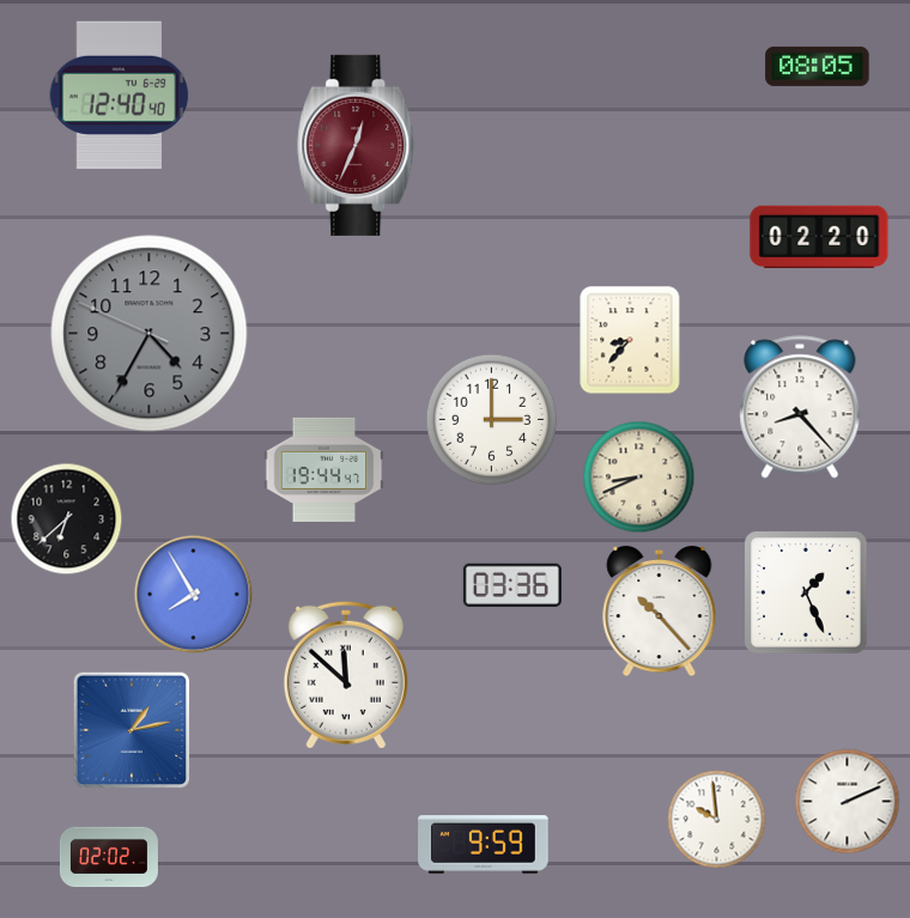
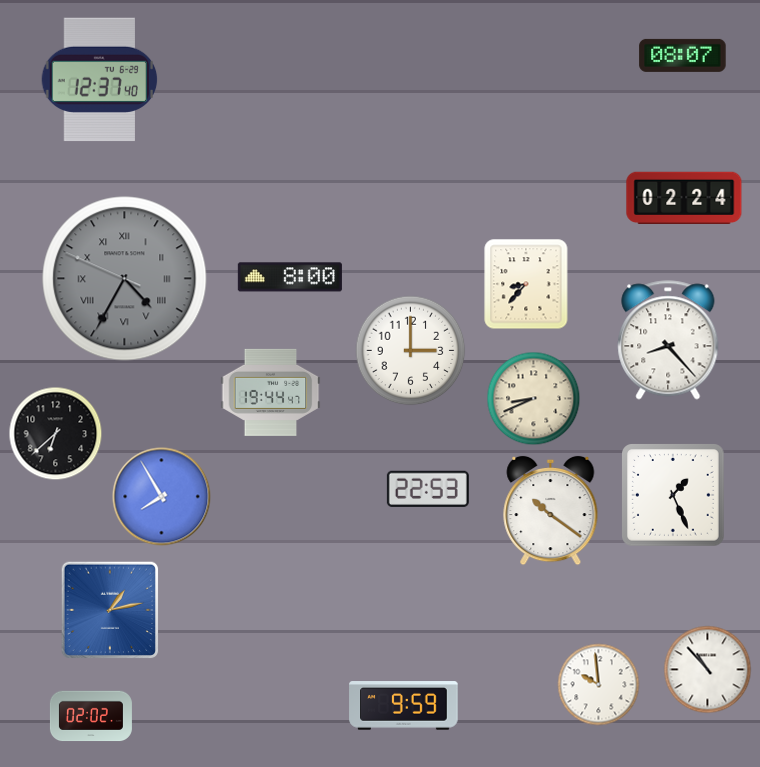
clock at (818, 66): 08:05 -> 08:07
clock at (120, 96): 12:40 -> 12:37
clock at (357, 145): 12:34 -> none
clock at (819, 237): 02:20 -> 02:24
clock at (290, 277): none -> 8:00
clock at (150, 334) numerals: Arabic -> Roman
clock at (512, 585): 03:36 -> 22:53
clock at (660, 612): 10:23 -> 10:21
clock at (346, 675): 11:52 -> none
clock at (848, 802): 2:11 -> 10:53
